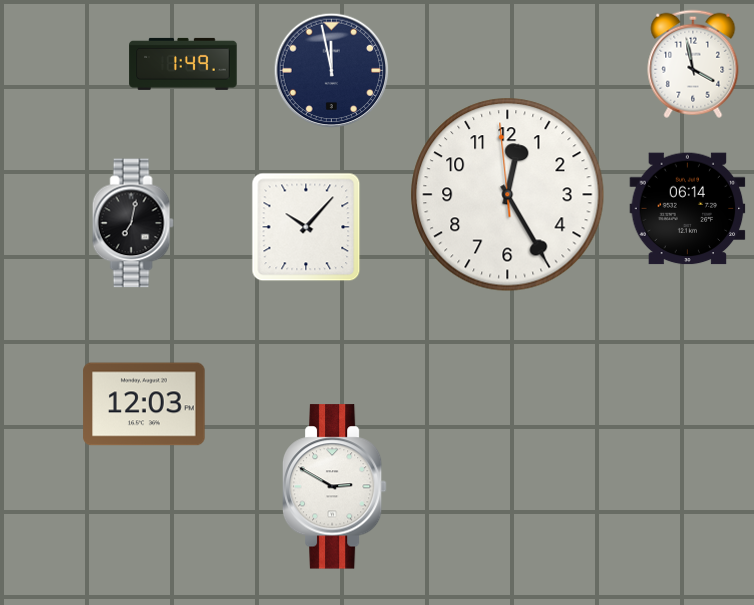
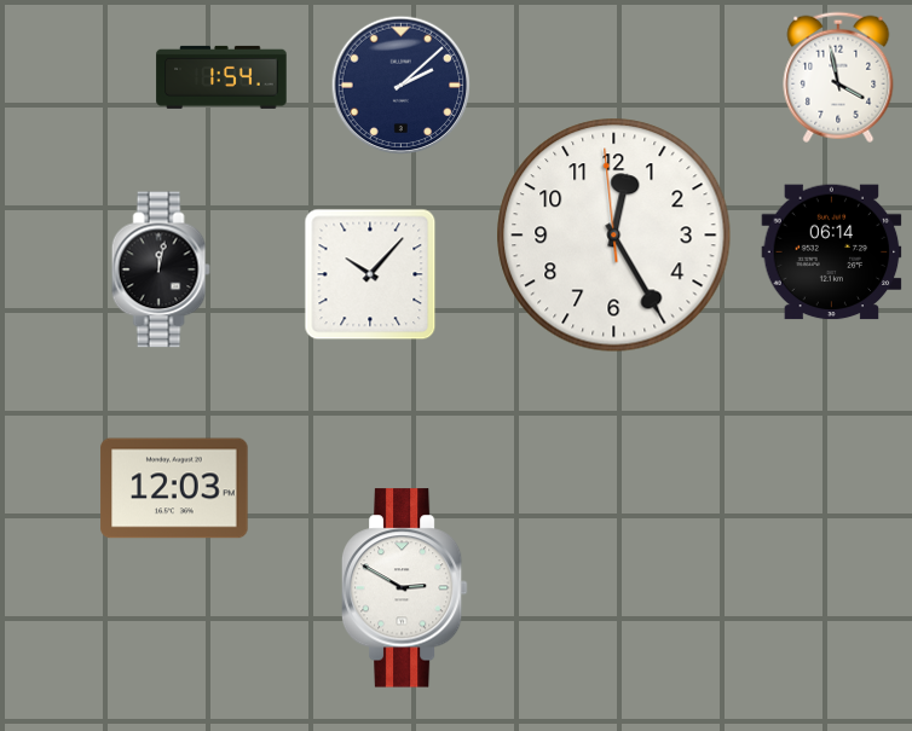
clock at (183, 64): 1:49 -> 1:54
clock at (332, 71): 11:58 -> 2:08
clock at (133, 223): 7:02 -> 12:02
